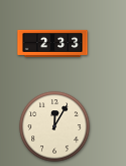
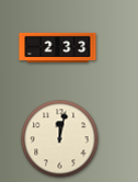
clock at (55, 127): 12:05 -> 12:02
